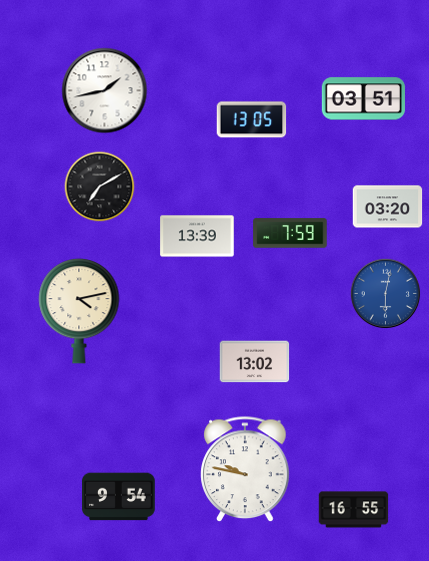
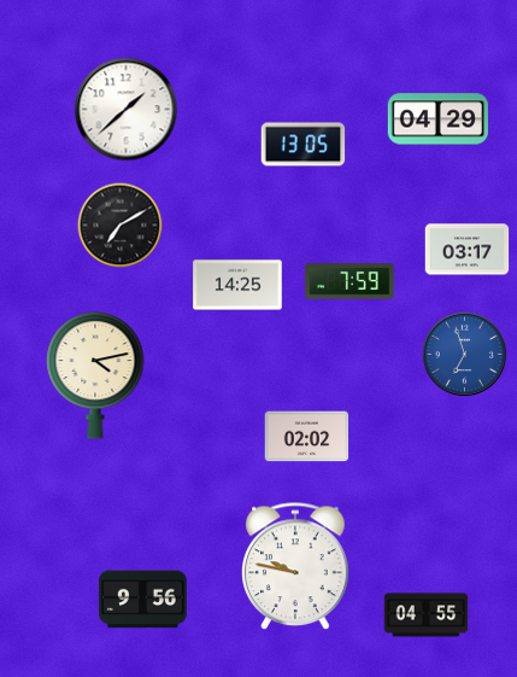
clock at (105, 91): 1:43 -> 1:38
clock at (363, 99): 03:51 -> 04:29
clock at (388, 207): 03:20 -> 03:17
clock at (197, 236): 13:39 -> 14:25
clock at (385, 293): 6:02 -> 6:57
clock at (255, 362): 13:02 -> 02:02
clock at (119, 497): 9:54 -> 9:56
clock at (354, 510): 16:55 -> 04:55
